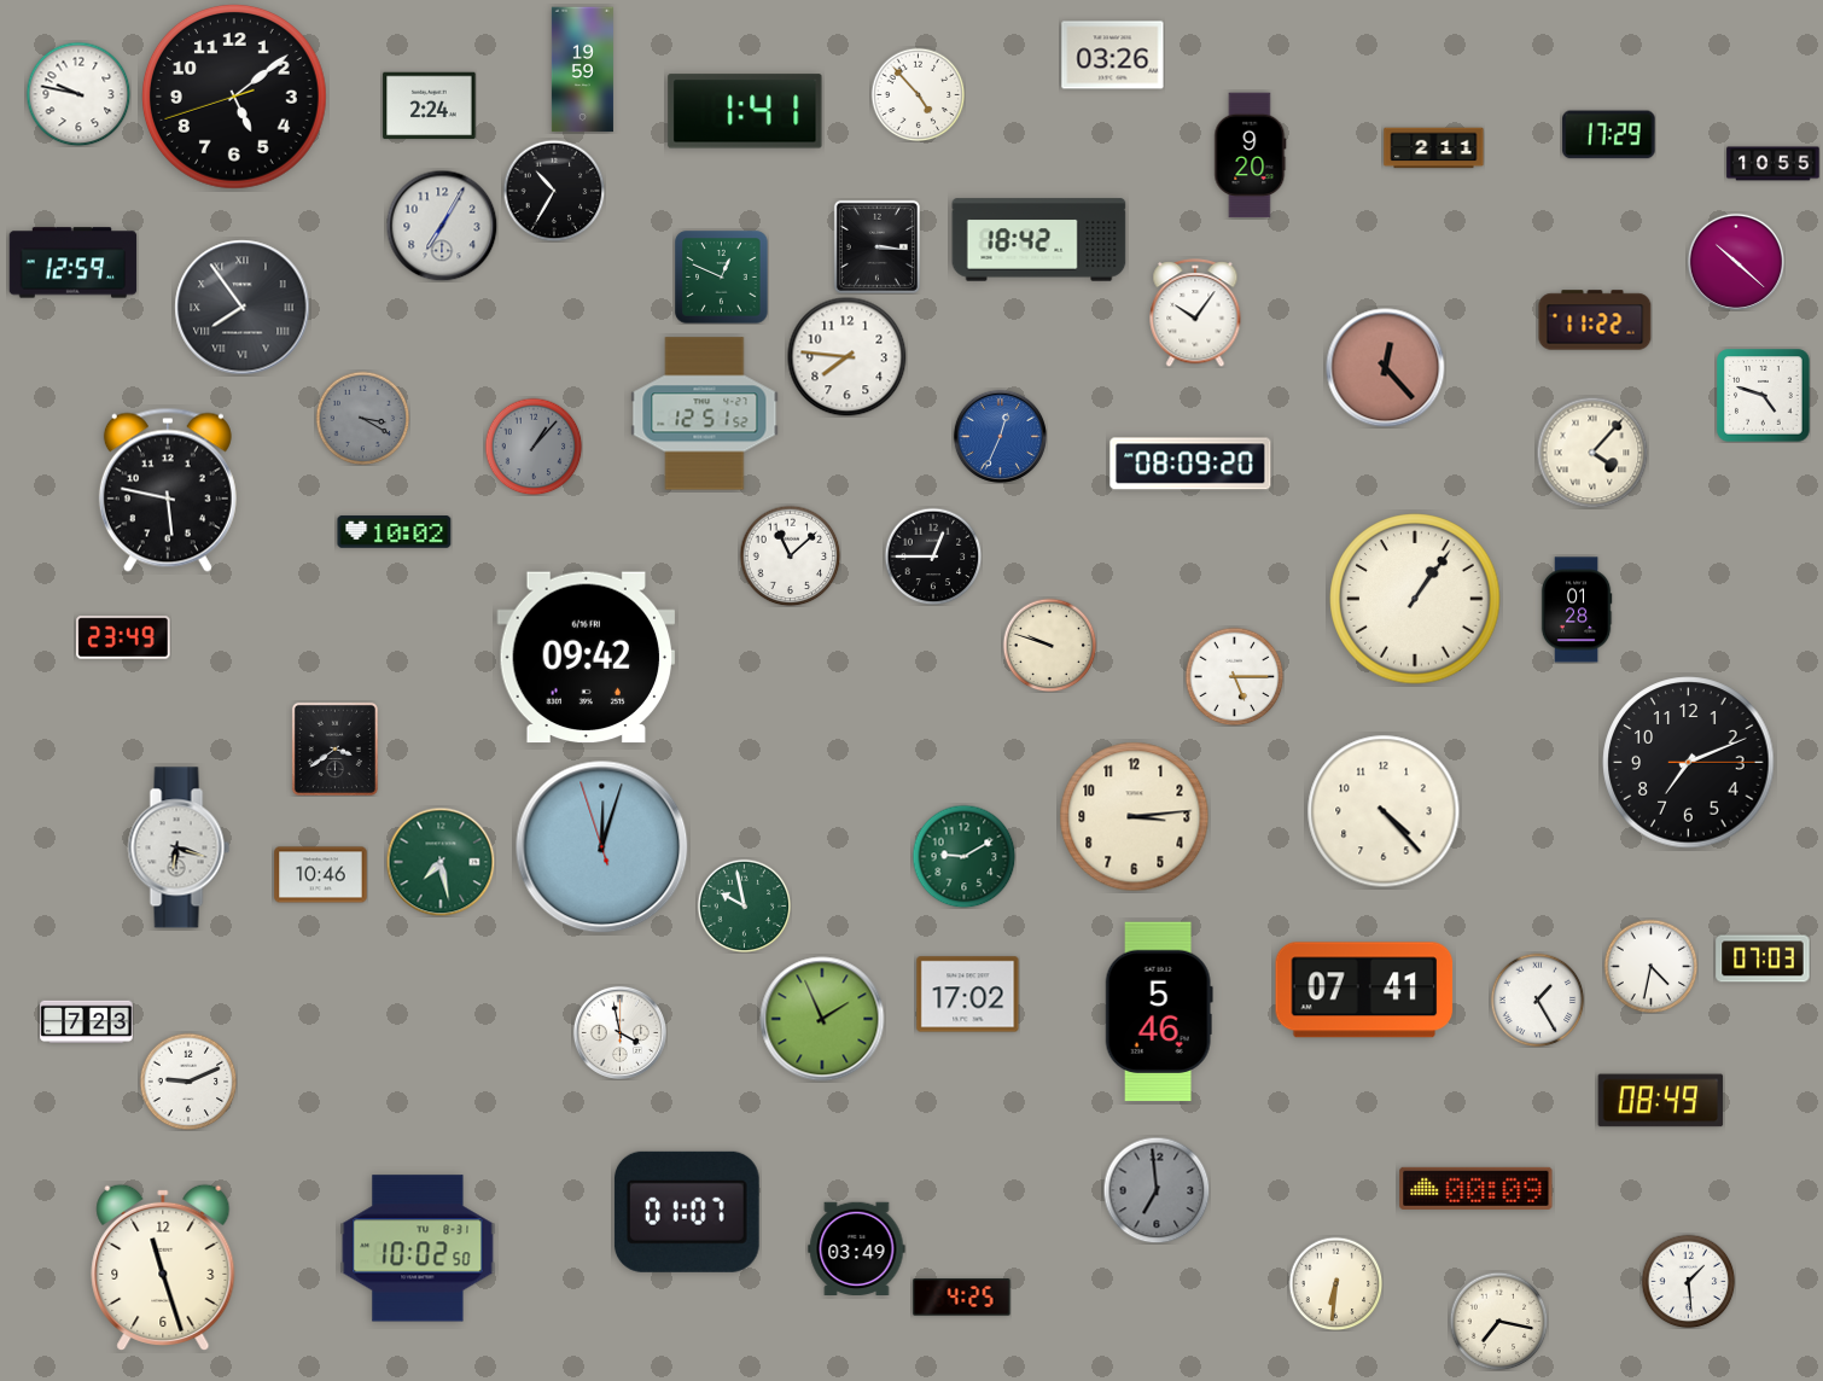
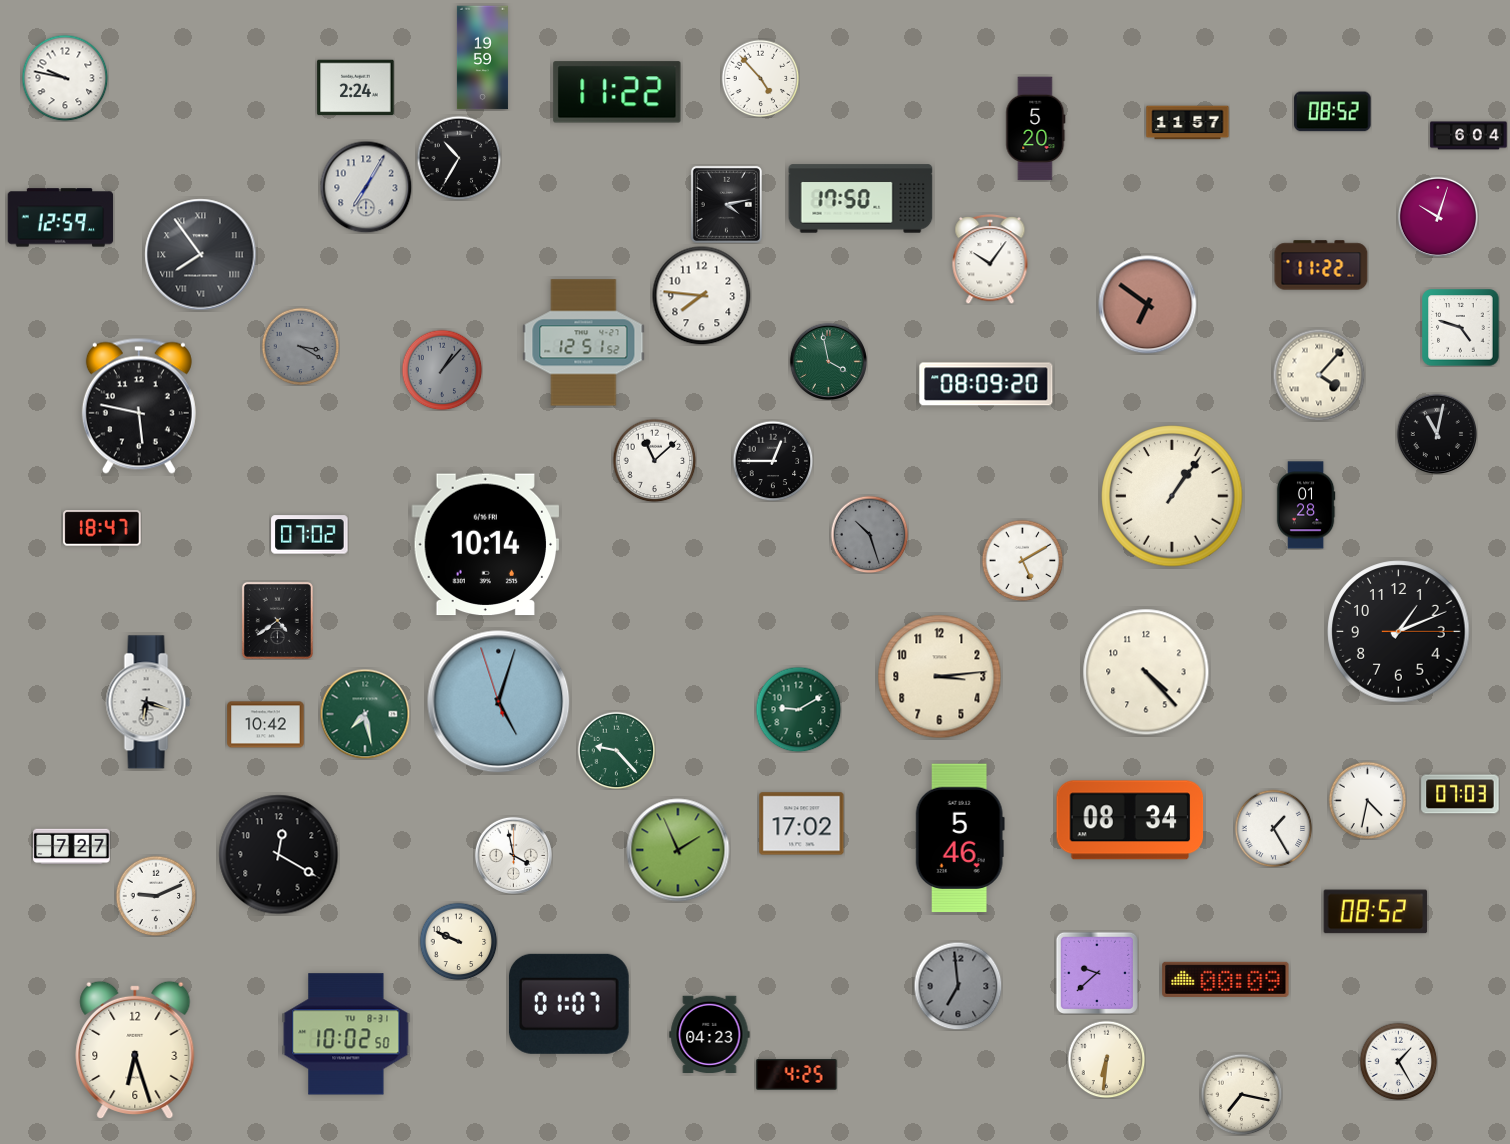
clock at (1113, 56): 03:26 -> none
clock at (234, 97): 5:08 -> none
clock at (745, 111): 1:41 -> 11:22
clock at (1609, 135): 17:29 -> 08:52
clock at (1434, 148): 2:11 -> 11:57
clock at (1251, 156): 9:20 -> 5:20
clock at (1774, 164): 10:55 -> 6:04
clock at (1039, 240): 18:42 -> 17:50
clock at (876, 246): 3:16 -> 4:13
clock at (1735, 261): 10:22 -> 10:03
clock at (722, 278): 12:49 -> none
clock at (1386, 368): 12:23 -> 6:51
clock at (1000, 436): 12:34 -> 3:58
clock at (1000, 436) dial: blue -> green
clock at (1436, 433): none -> 11:02
clock at (395, 532): 10:02 -> none
clock at (123, 637): 23:49 -> 18:47
clock at (1049, 645): 9:48 -> 10:27
clock at (1049, 645) dial: cream -> grey
clock at (310, 535): none -> 07:02
clock at (587, 658): 09:42 -> 10:14
clock at (1234, 676): 5:15 -> 5:10
clock at (334, 748): 3:39 -> 4:39
clock at (1689, 763): 7:11 -> 1:11
clock at (602, 847): 12:02 -> 5:02
clock at (321, 875): 10:46 -> 10:42
clock at (744, 905): 9:58 -> 9:23
clock at (1364, 990): 07:41 -> 08:34
clock at (822, 1019) position: (822, 1019) -> (678, 850)
clock at (87, 1022): 7:23 -> 7:27
clock at (279, 855): none -> 12:20
clock at (1661, 1101): 08:49 -> 08:52
clock at (458, 941): none -> 9:49
clock at (1097, 973): none -> 9:38
clock at (1477, 1188) position: (1477, 1188) -> (1226, 979)
clock at (857, 1249): 03:49 -> 04:23
clock at (163, 1268): 11:27 -> 6:27
clock at (1688, 1281): 1:29 -> 1:25
clock at (1335, 1283) position: (1335, 1283) -> (1106, 1059)
